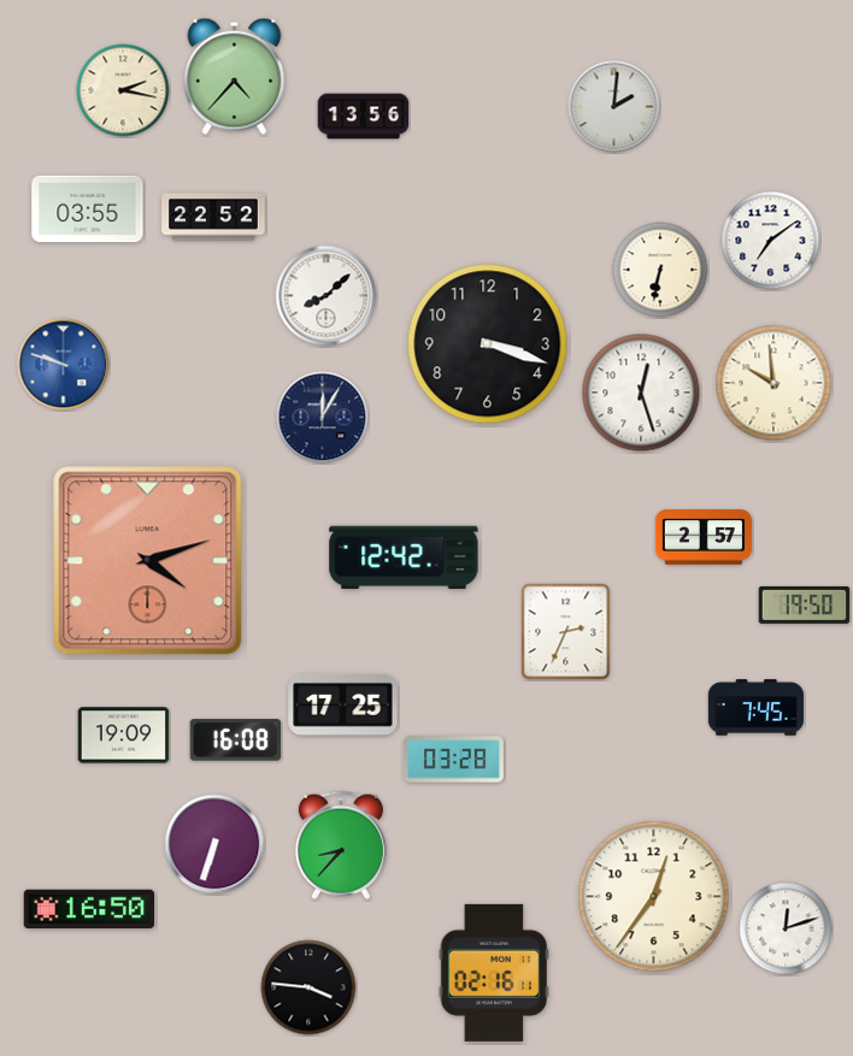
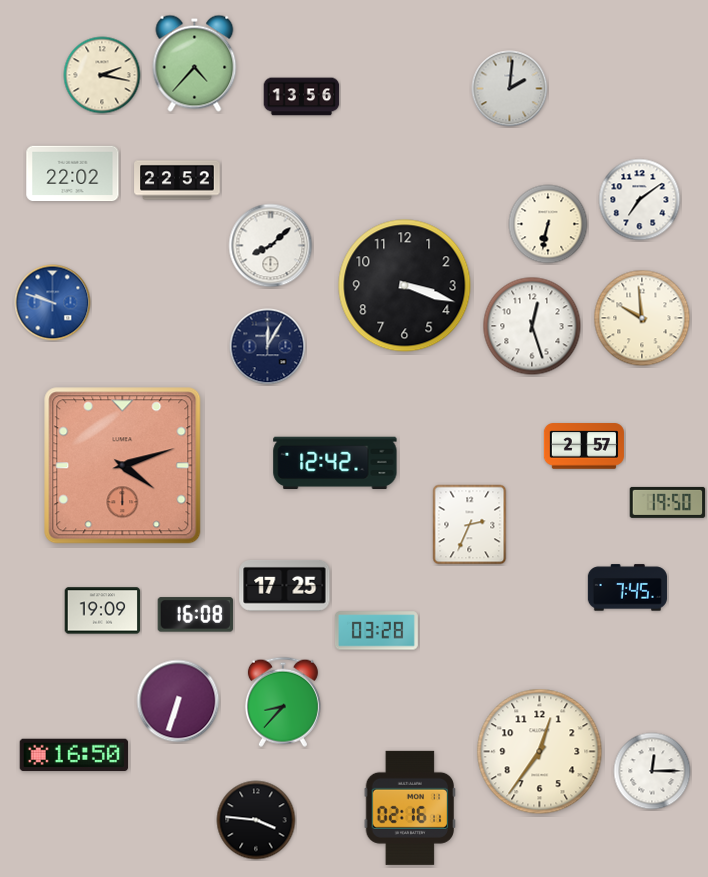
clock at (88, 210): 03:55 -> 22:02
clock at (654, 897) position: (654, 897) -> (540, 752)
clock at (786, 928): 12:12 -> 12:15
